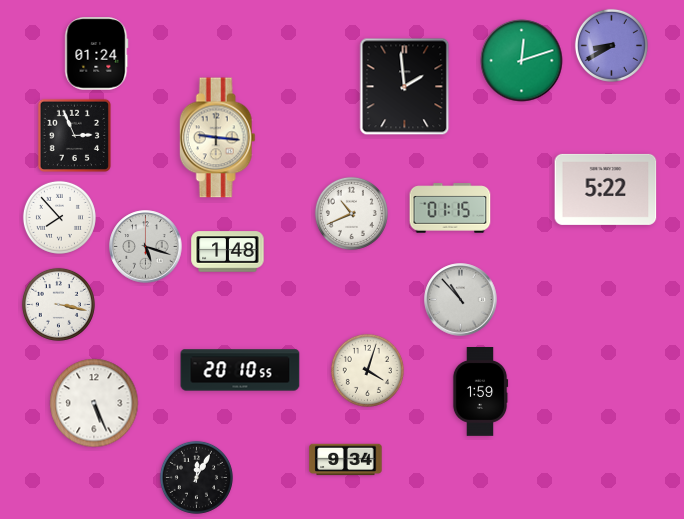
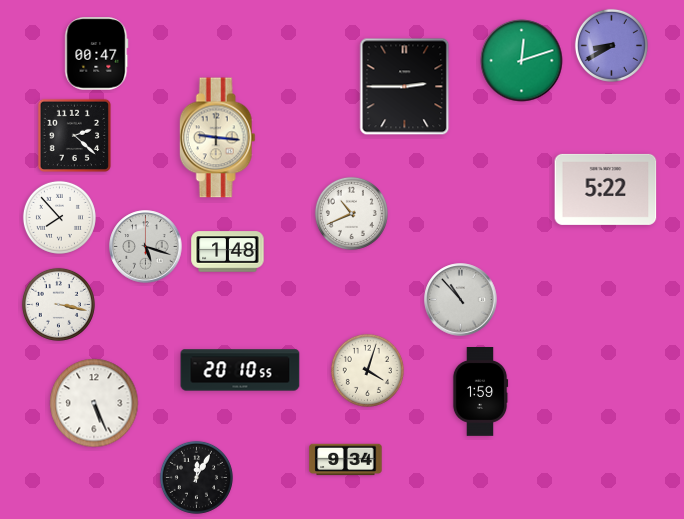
clock at (97, 54): 01:24 -> 00:47
clock at (405, 87): 1:59 -> 2:45
clock at (74, 135): 2:56 -> 2:22
clock at (450, 208): 01:15 -> none
